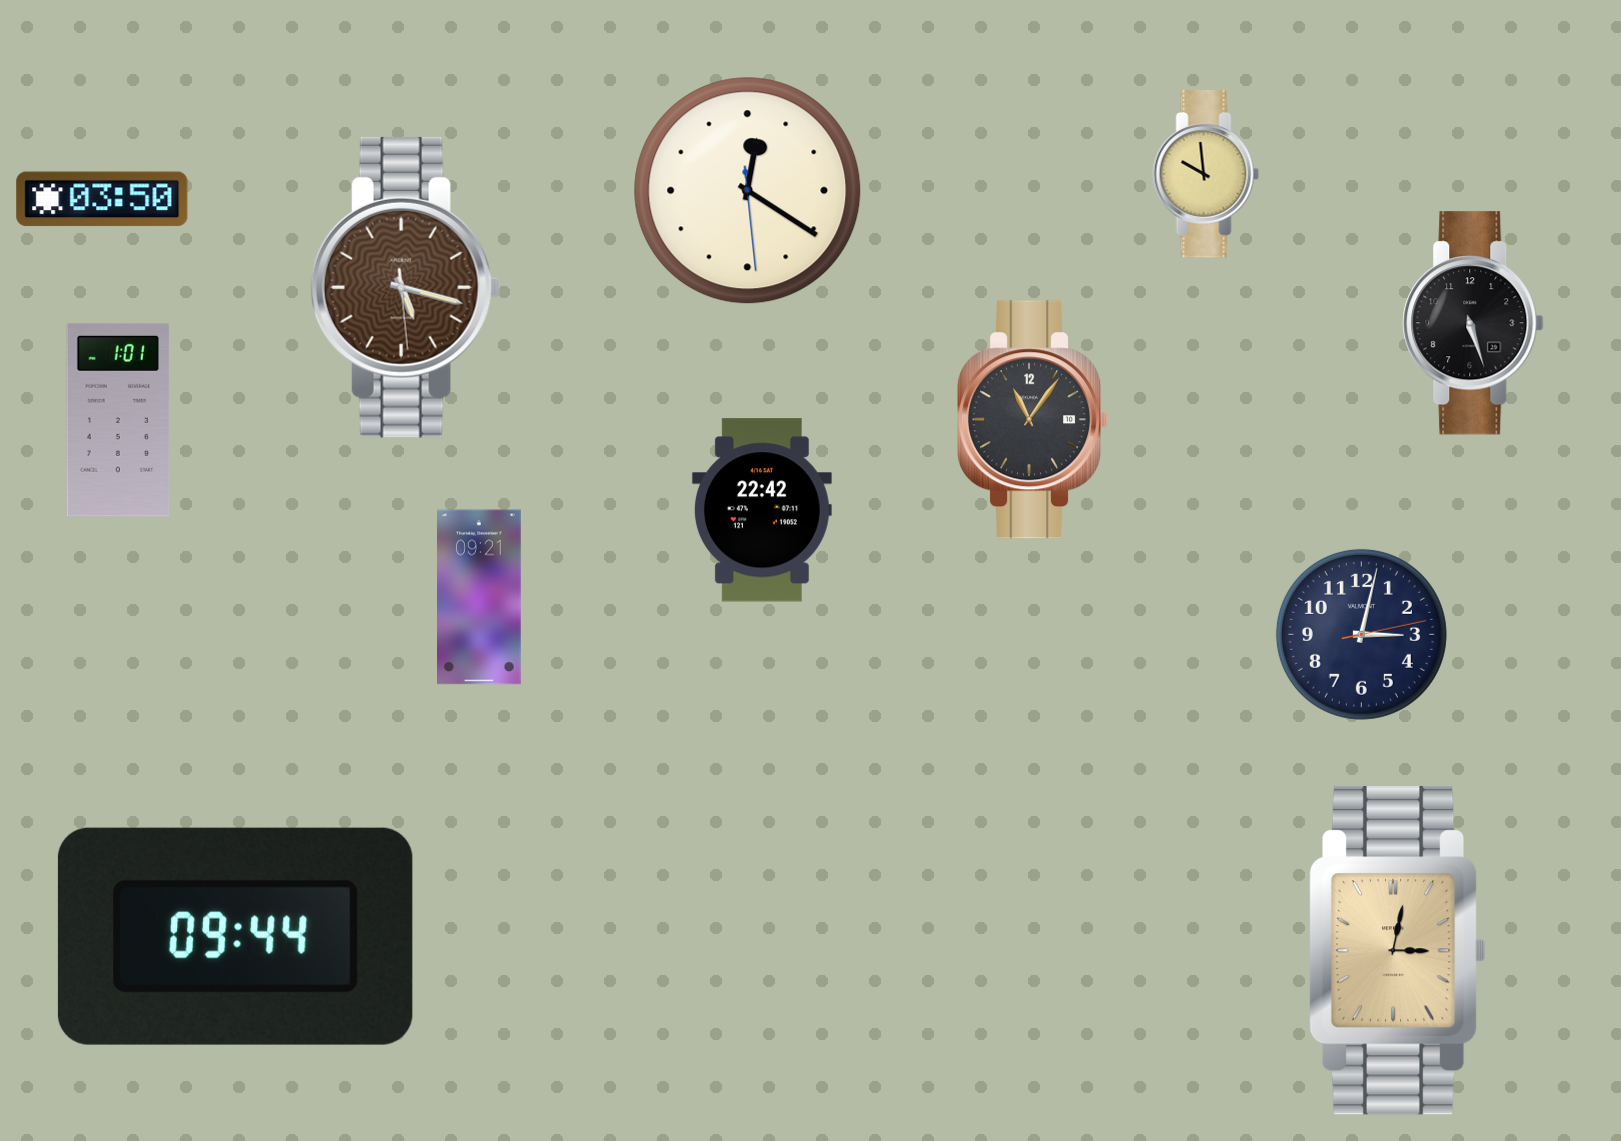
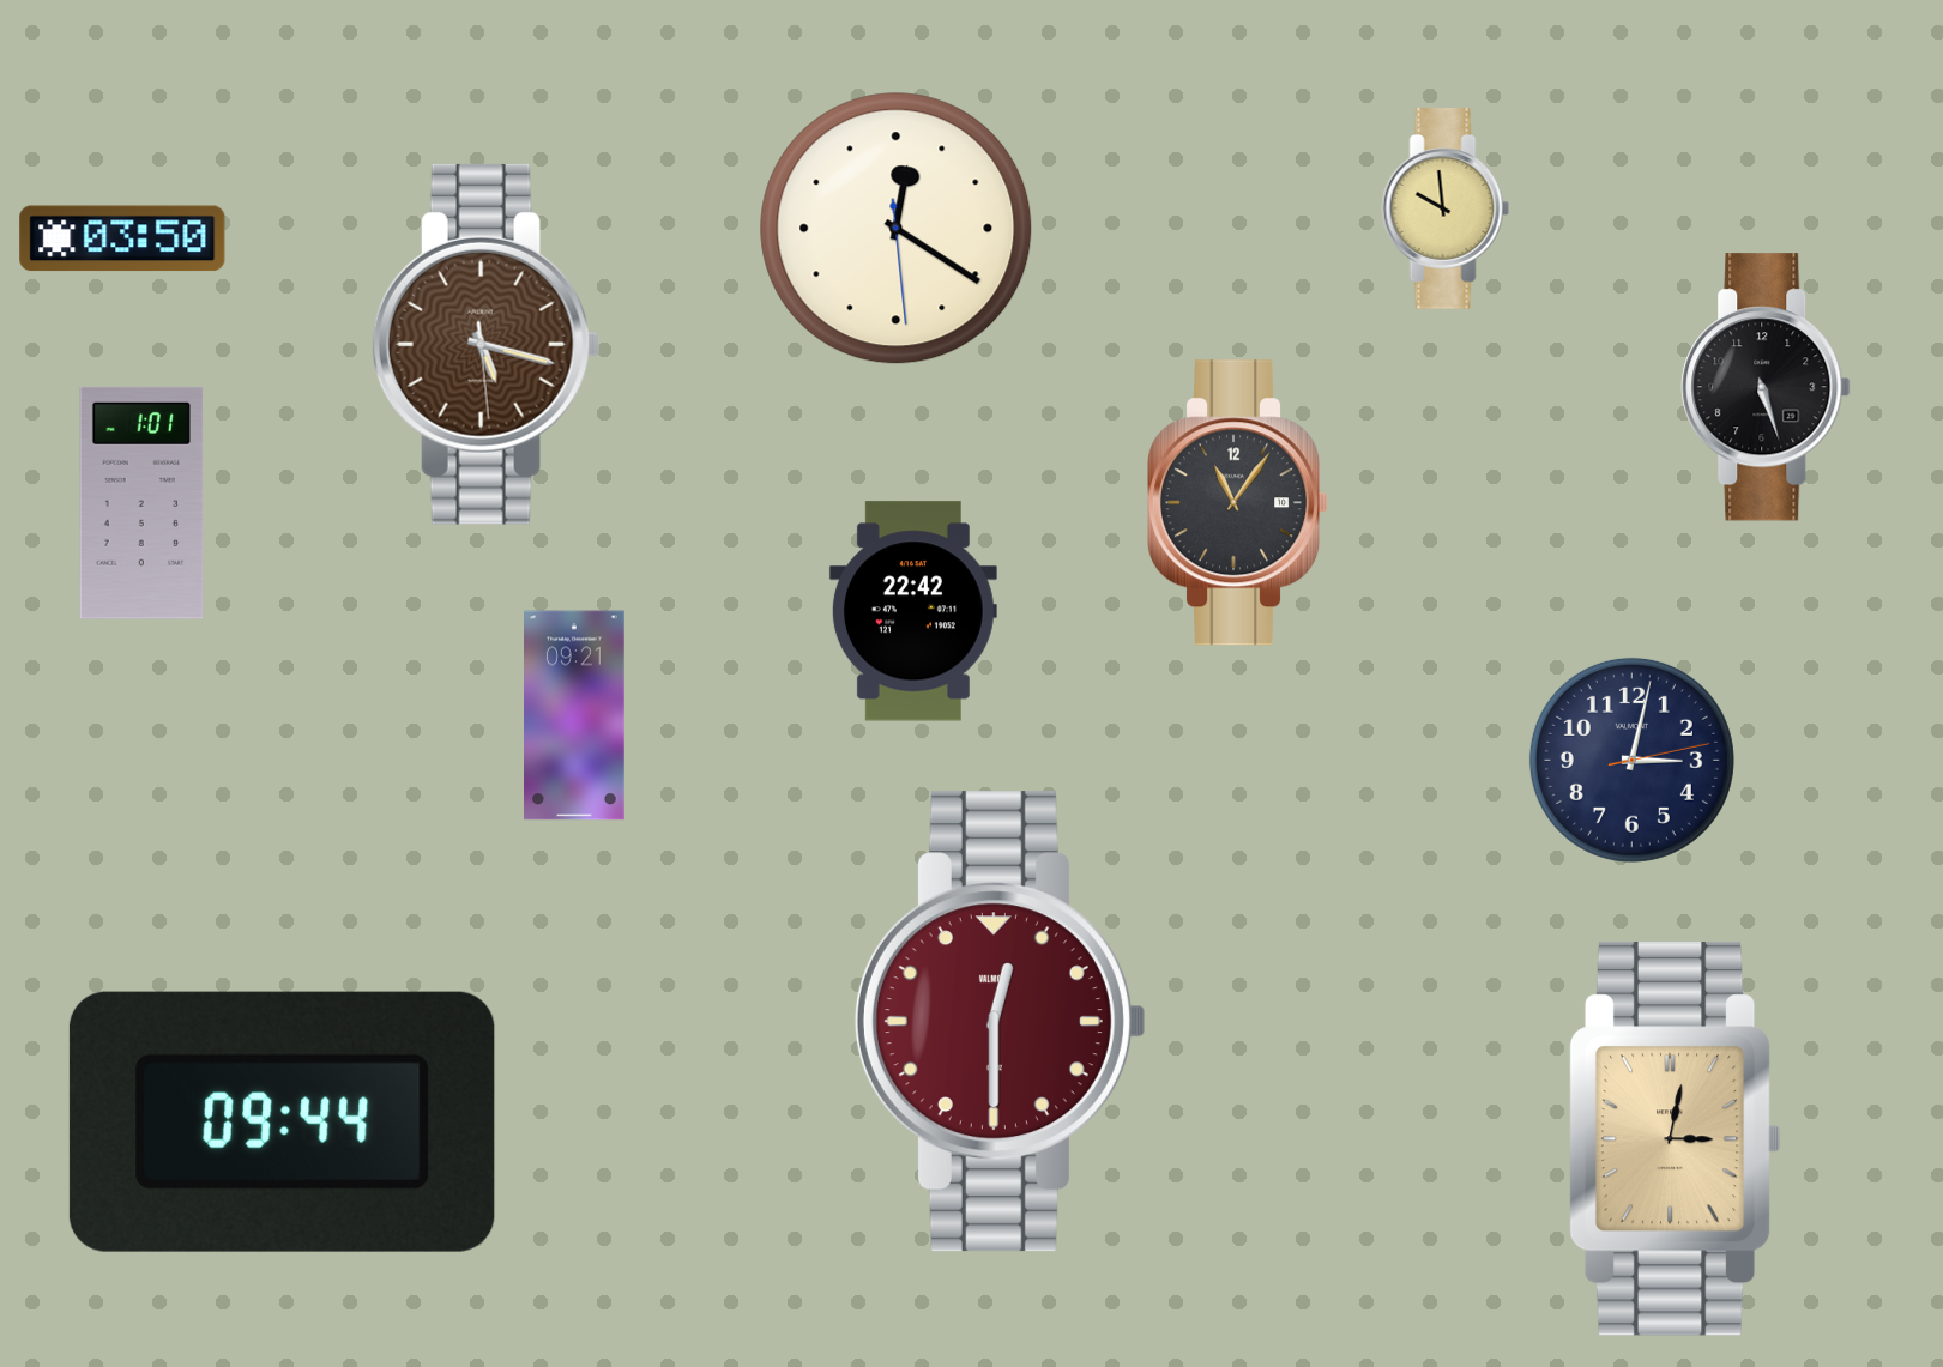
clock at (1000, 1022): none -> 12:30
